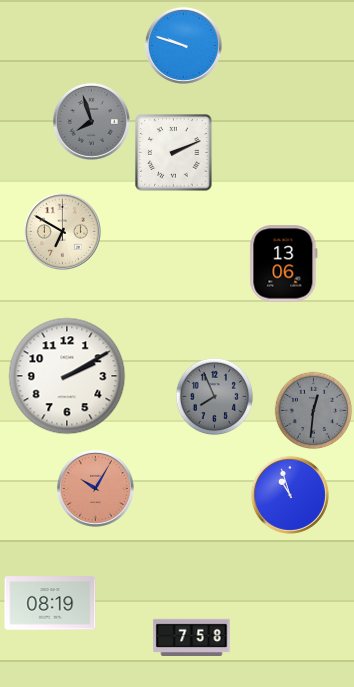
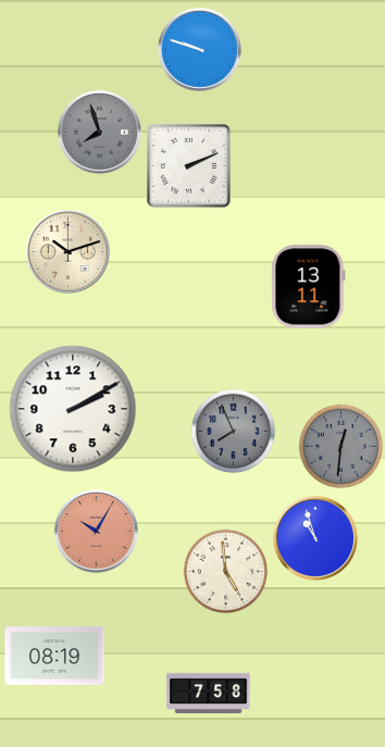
clock at (62, 231): 6:50 -> 10:12
clock at (284, 264): 13:06 -> 13:11
clock at (95, 488) position: (95, 488) -> (96, 531)
clock at (225, 571): none -> 4:59
